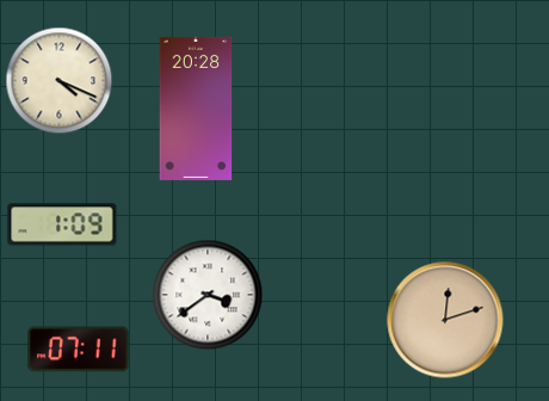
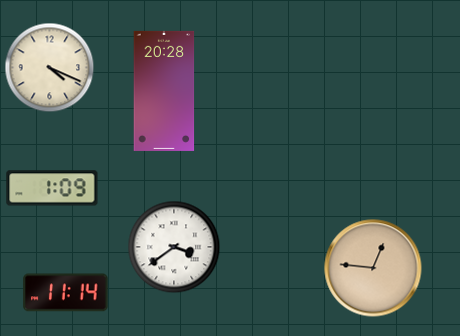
clock at (445, 320): 12:12 -> 12:46
clock at (79, 350): 07:11 -> 11:14
